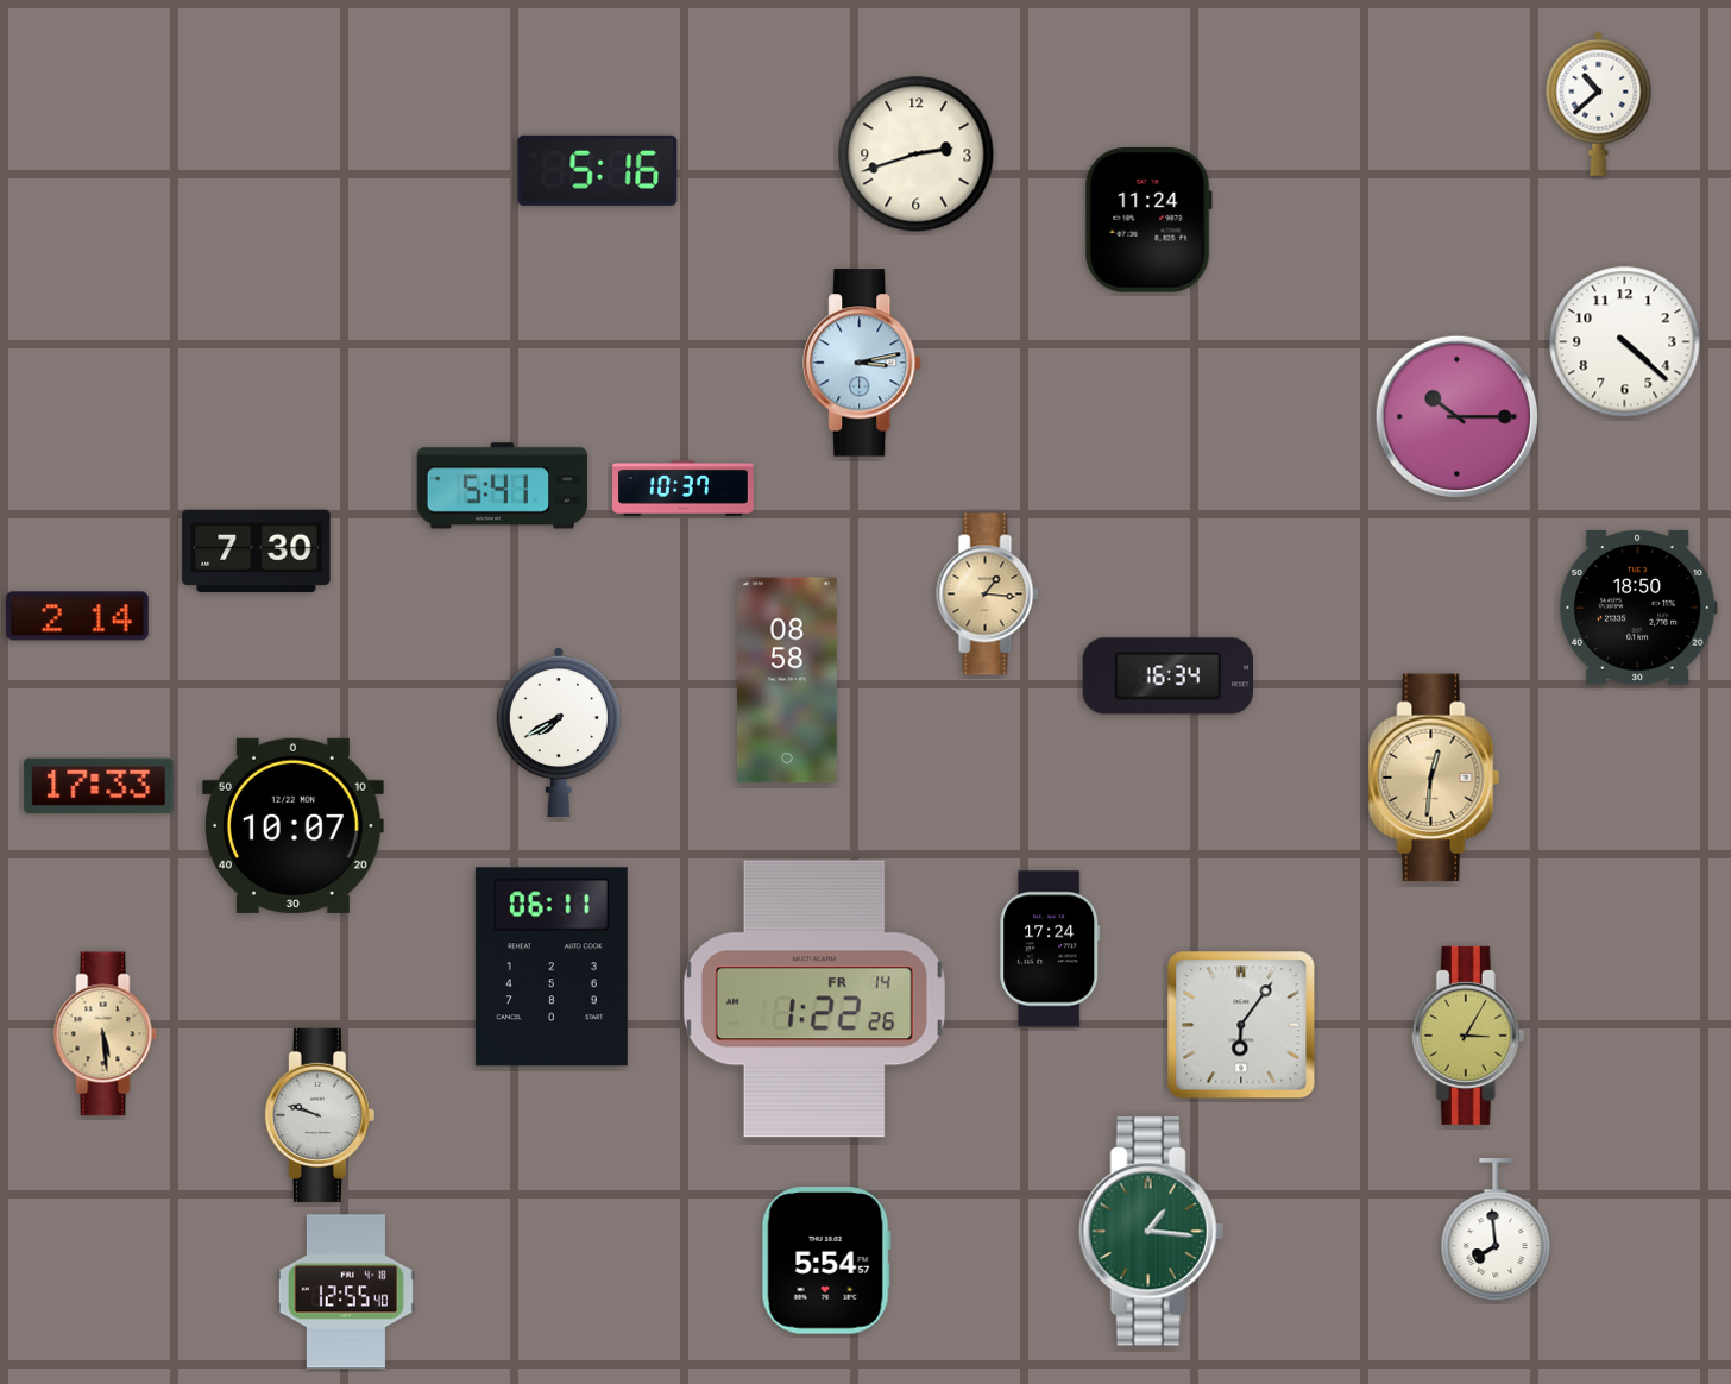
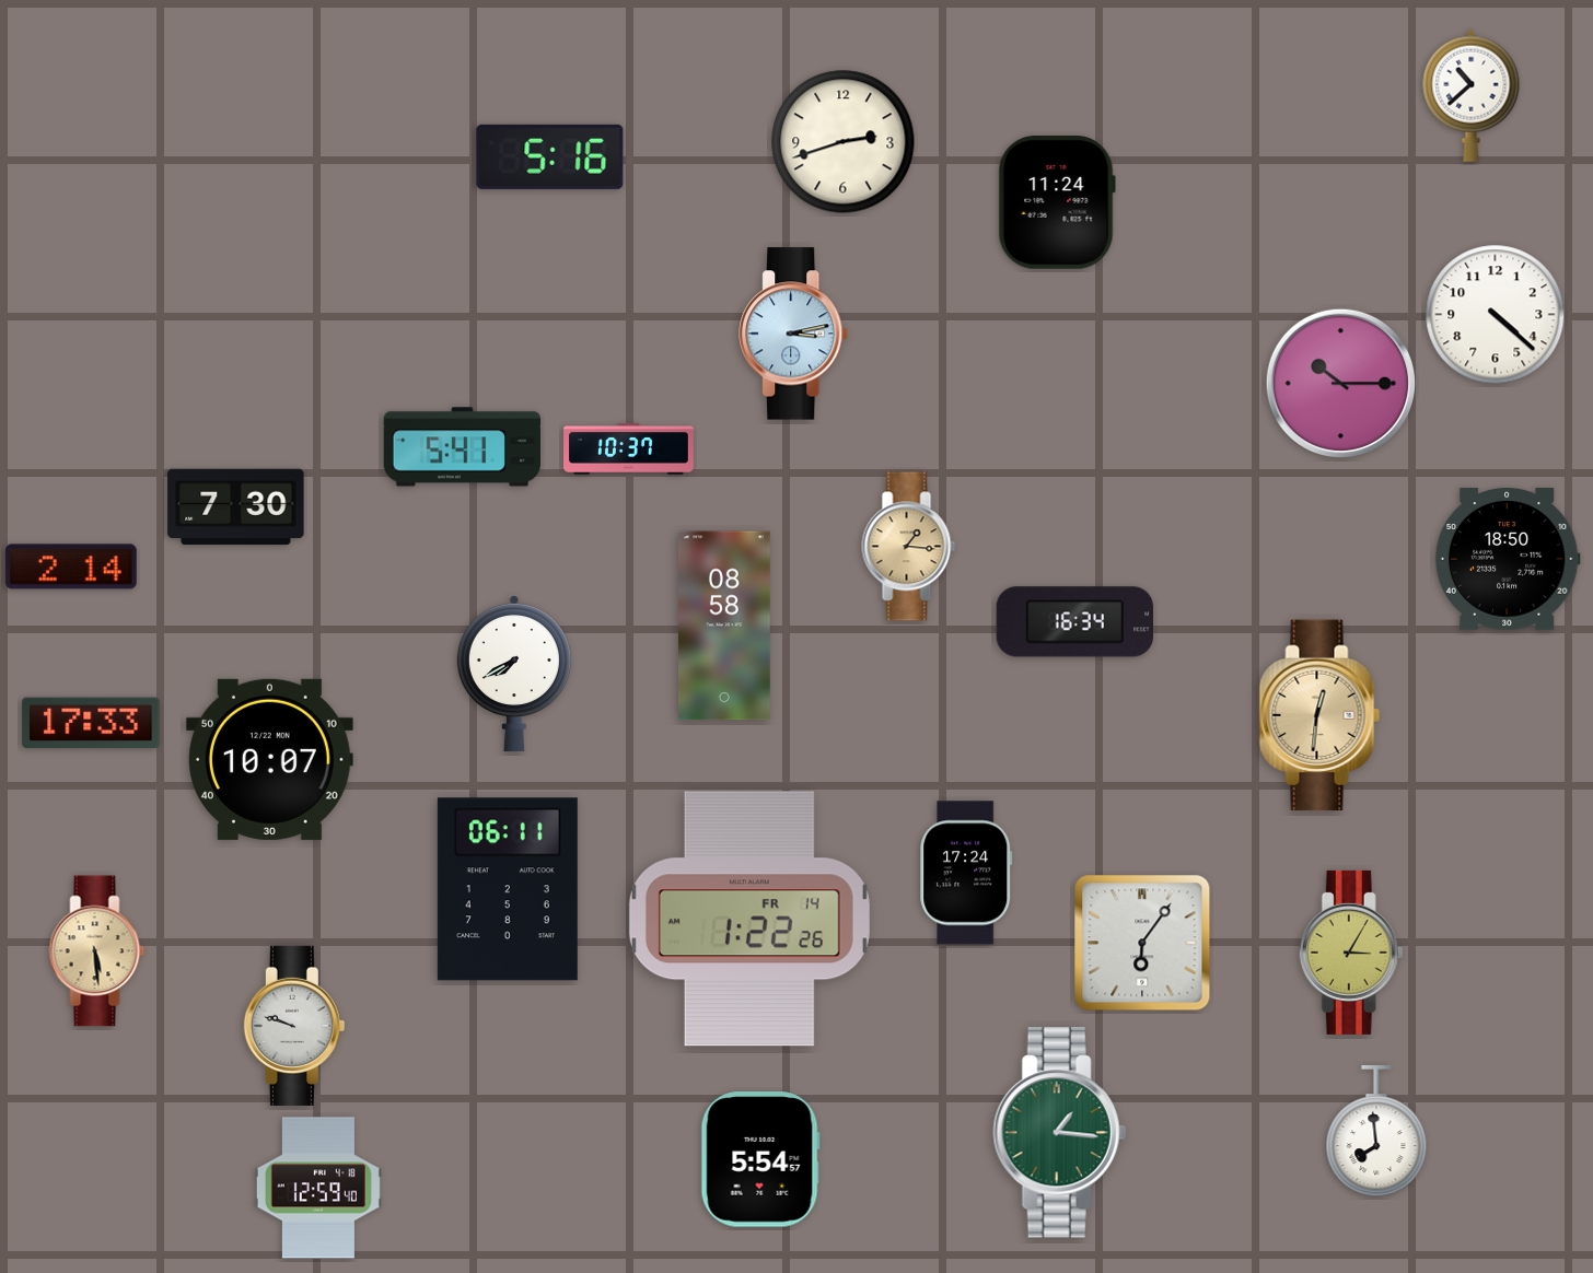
clock at (346, 1291): 12:55 -> 12:59
